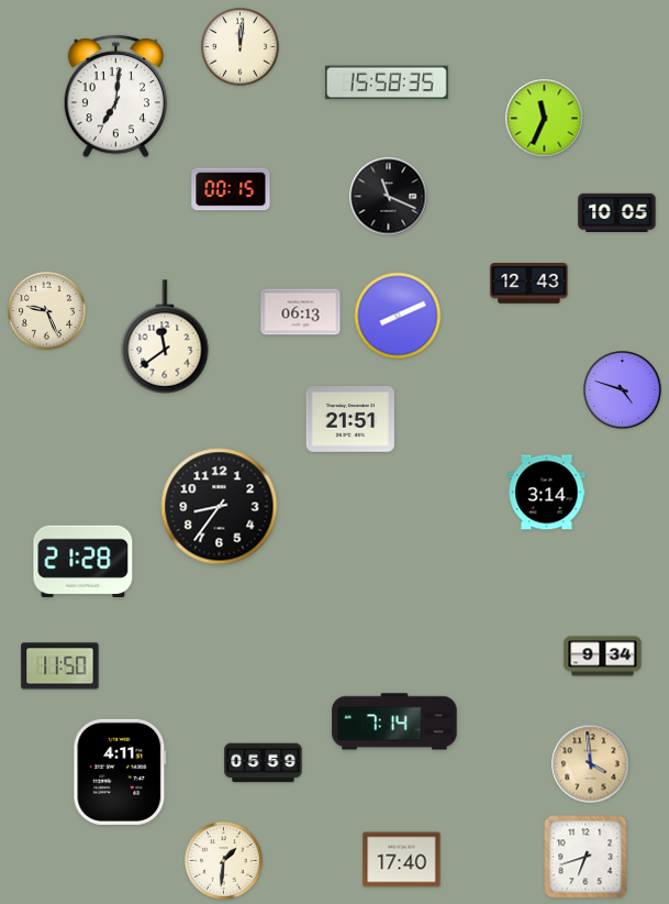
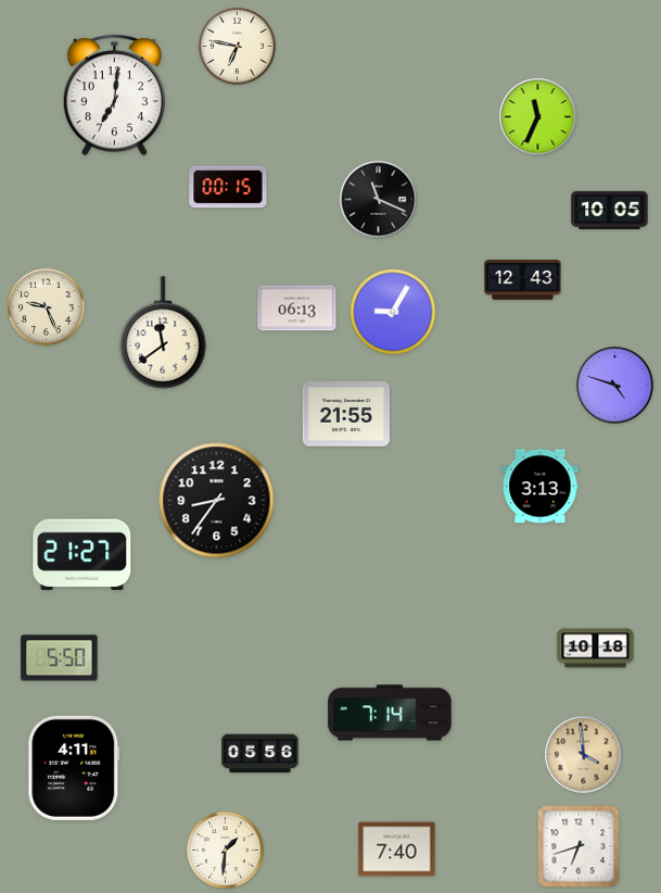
clock at (241, 47): 12:01 -> 6:47
clock at (387, 82): 15:58 -> none
clock at (389, 197) position: (389, 197) -> (379, 200)
clock at (398, 316): 8:11 -> 9:05
clock at (349, 419): 21:51 -> 21:55
clock at (547, 493): 3:14 -> 3:13
clock at (83, 561): 21:28 -> 21:27
clock at (603, 657): 9:34 -> 10:18
clock at (60, 666): 11:50 -> 5:50
clock at (264, 763): 05:59 -> 05:56
clock at (120, 772) position: (120, 772) -> (74, 768)
clock at (402, 860): 17:40 -> 7:40
clock at (224, 861) position: (224, 861) -> (226, 851)
